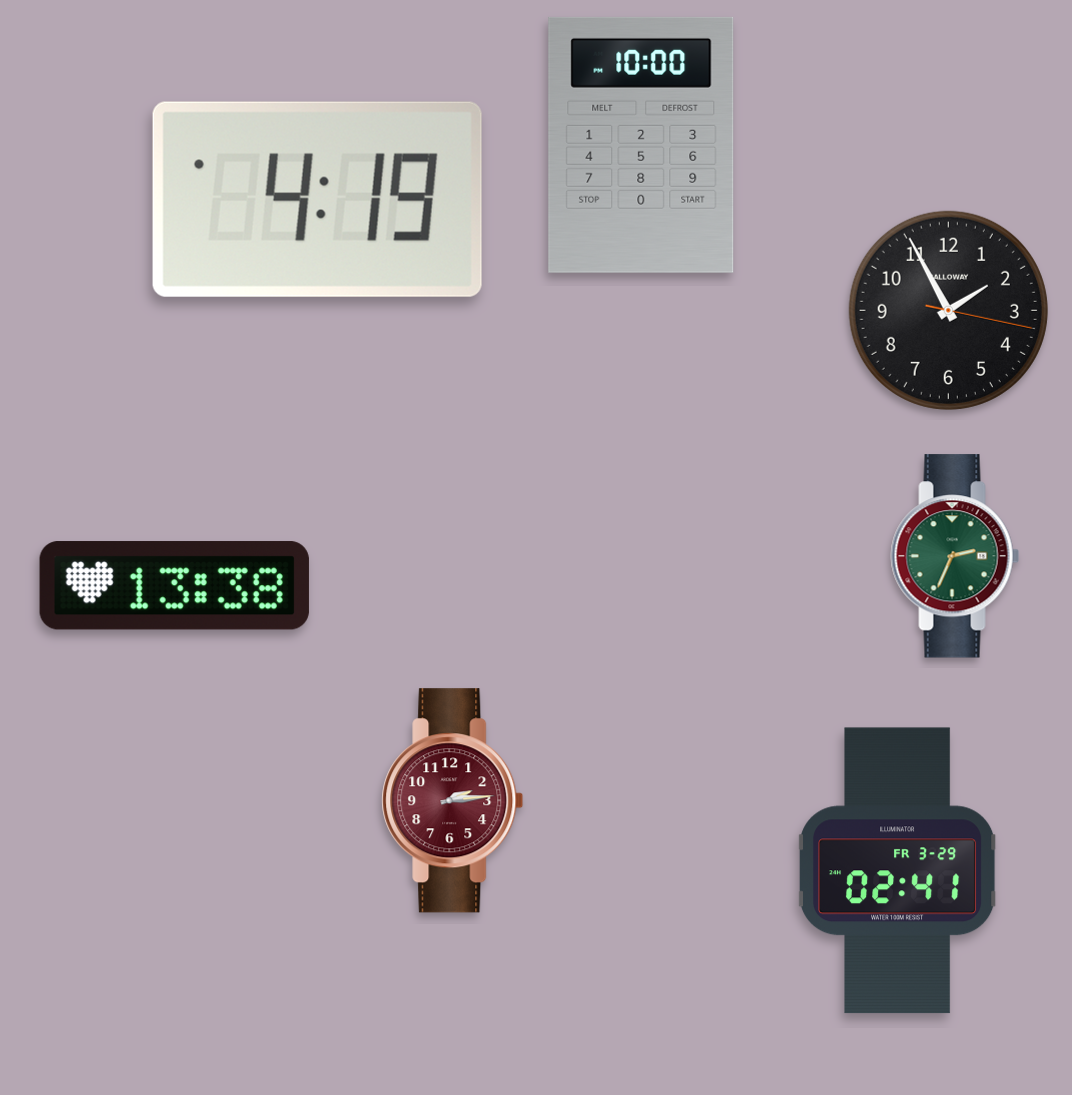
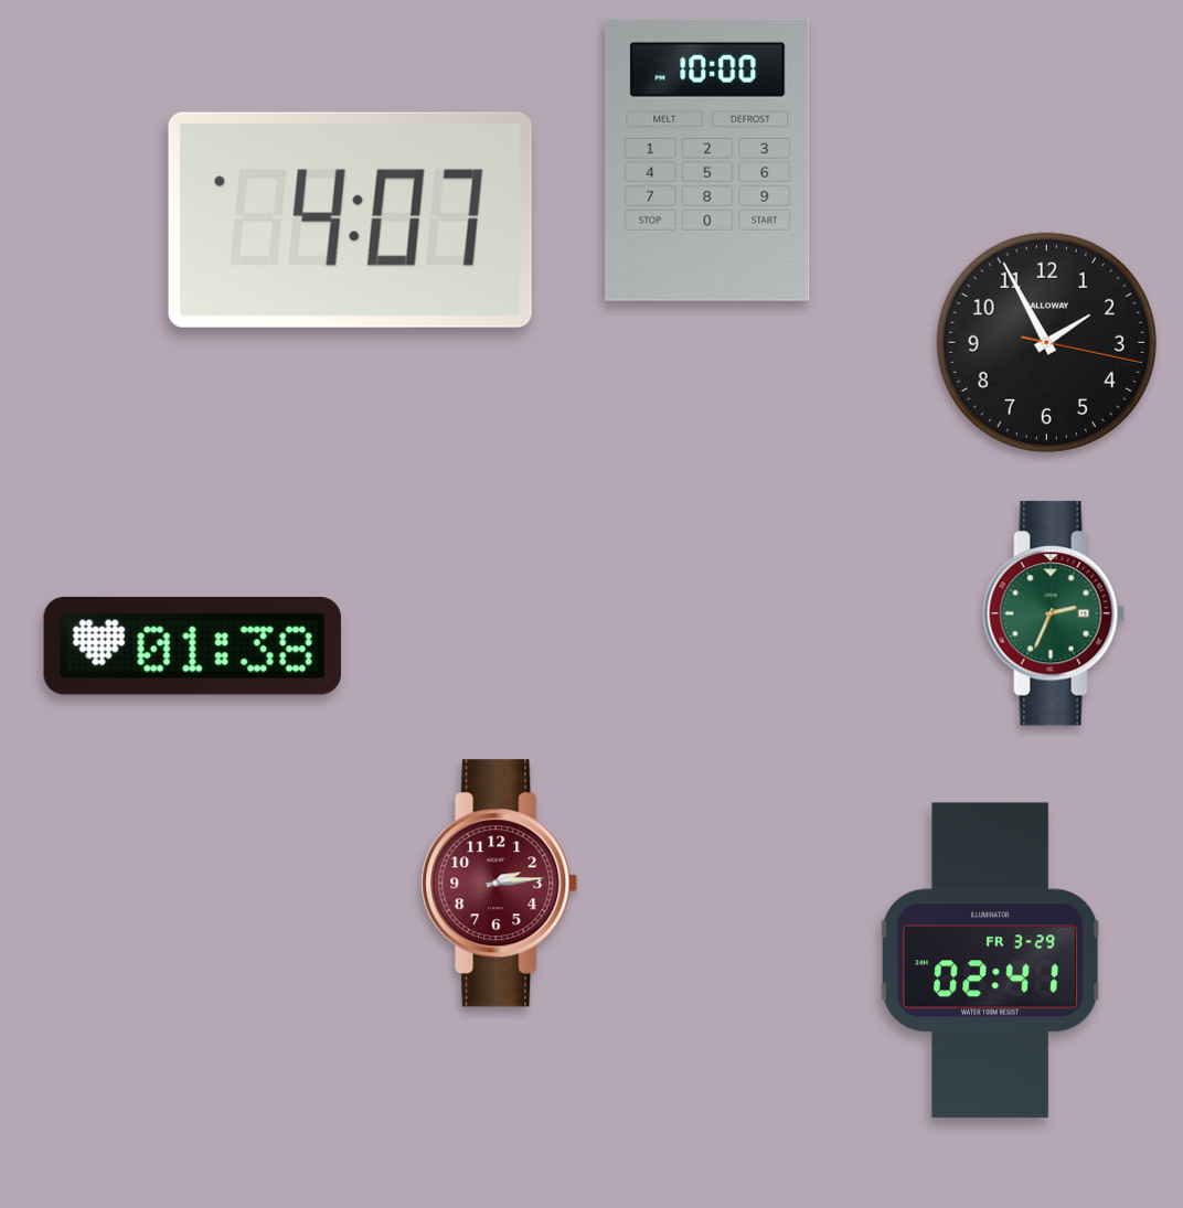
clock at (317, 199): 4:19 -> 4:07
clock at (174, 586): 13:38 -> 01:38
